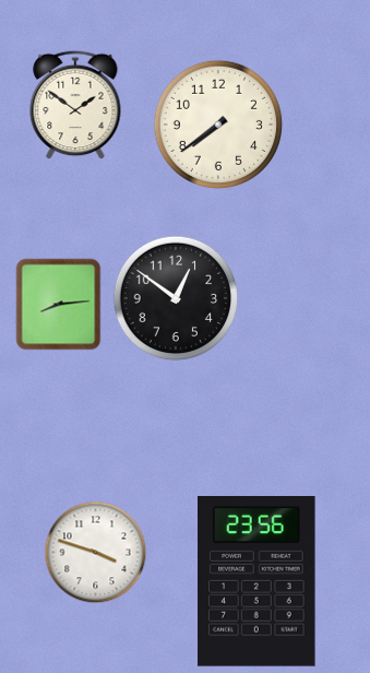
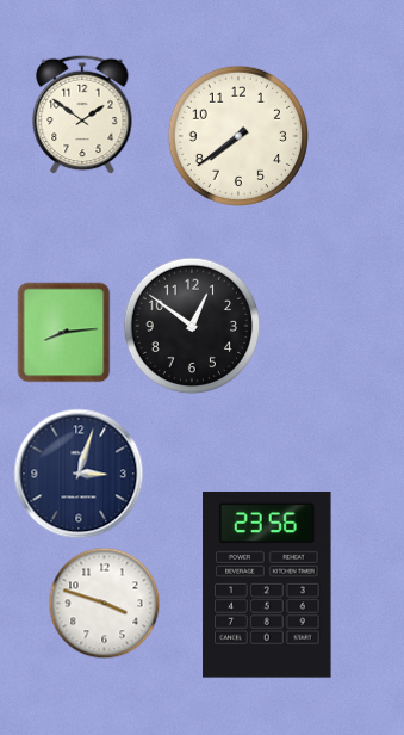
clock at (79, 474): none -> 3:03
clock at (256, 582) position: (256, 582) -> (267, 586)
